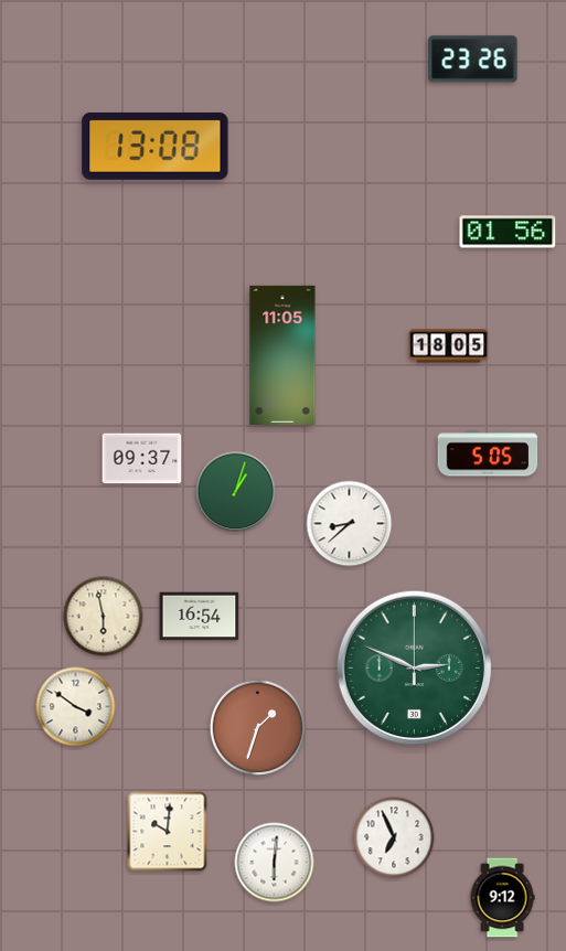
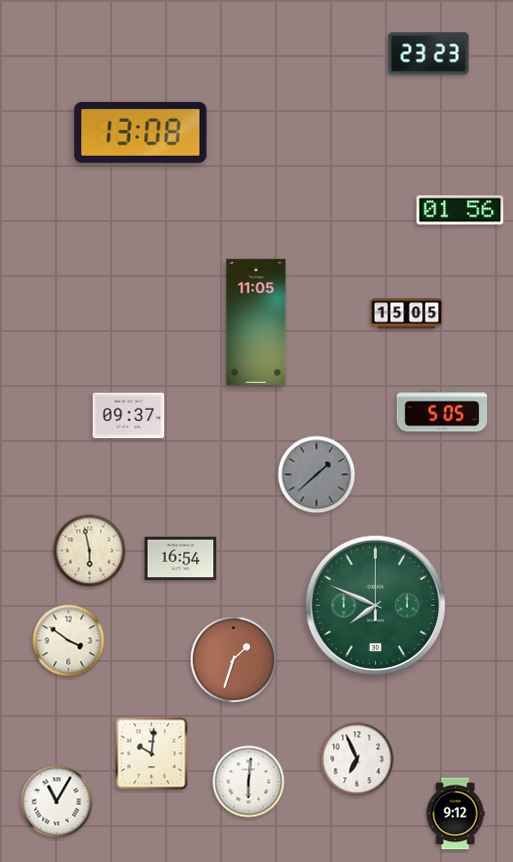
clock at (473, 60): 23:26 -> 23:23
clock at (449, 346): 18:05 -> 15:05
clock at (236, 492): 1:03 -> none
clock at (350, 524): 8:38 -> 1:38
clock at (350, 524) dial: white -> grey
clock at (104, 617) position: (104, 617) -> (90, 551)
clock at (415, 669): 2:49 -> 7:49
clock at (57, 802): none -> 11:05
